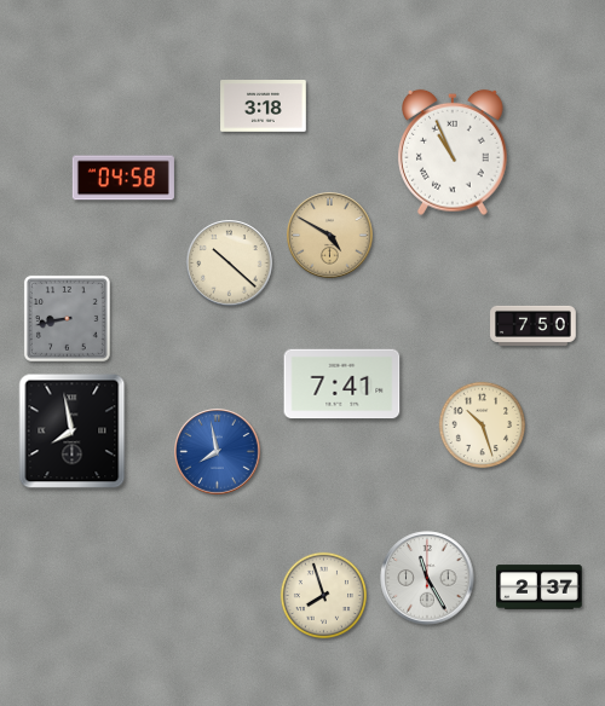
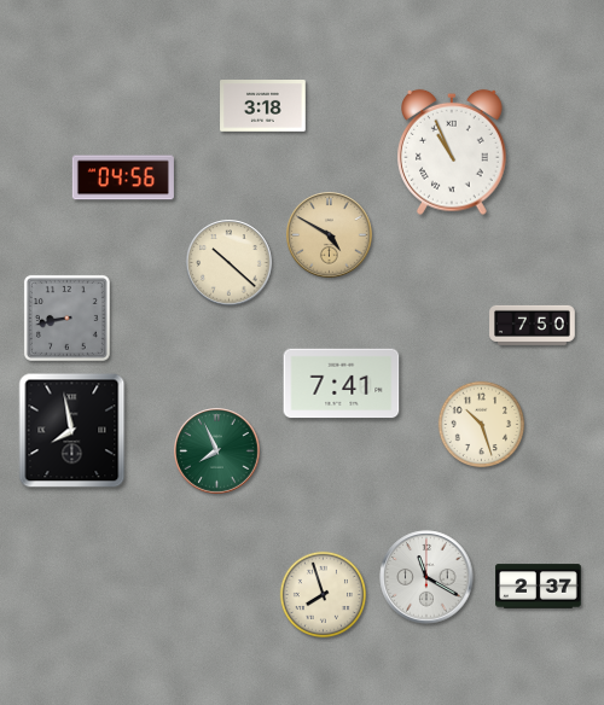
clock at (123, 178): 04:58 -> 04:56
clock at (218, 452): 7:58 -> 7:56
clock at (218, 452) dial: blue -> green
clock at (427, 578): 11:25 -> 11:20
